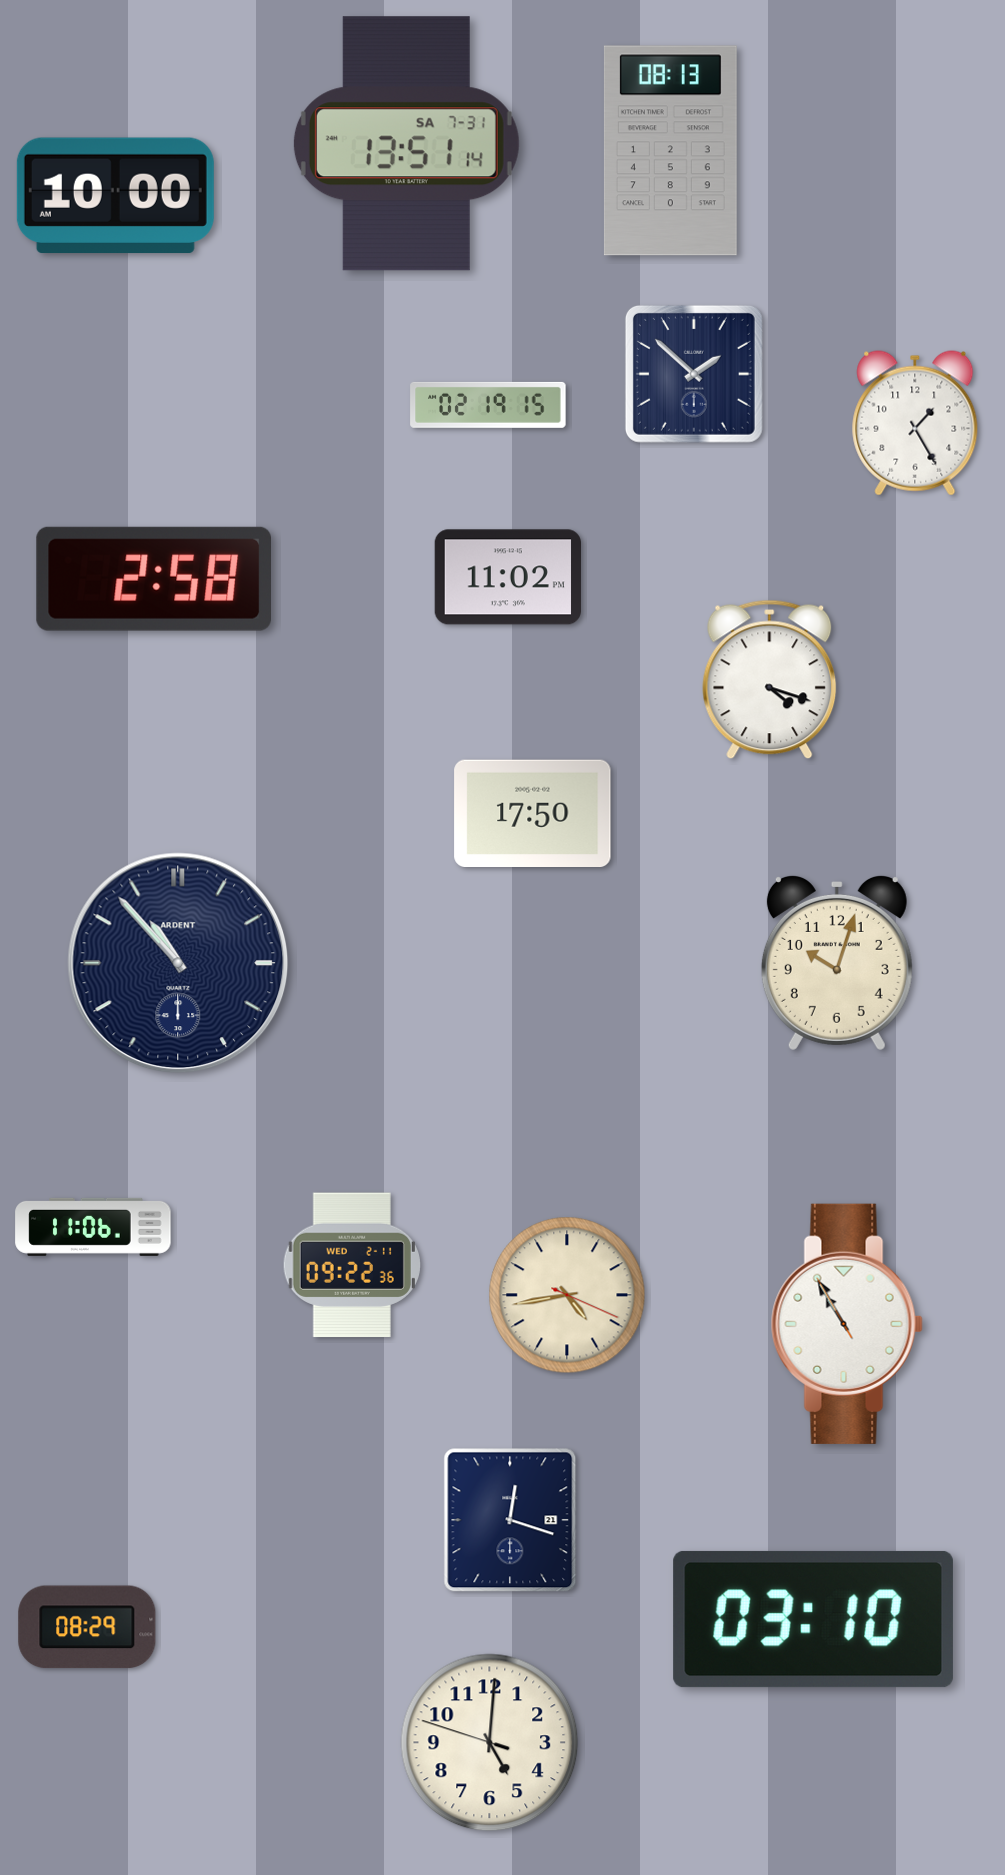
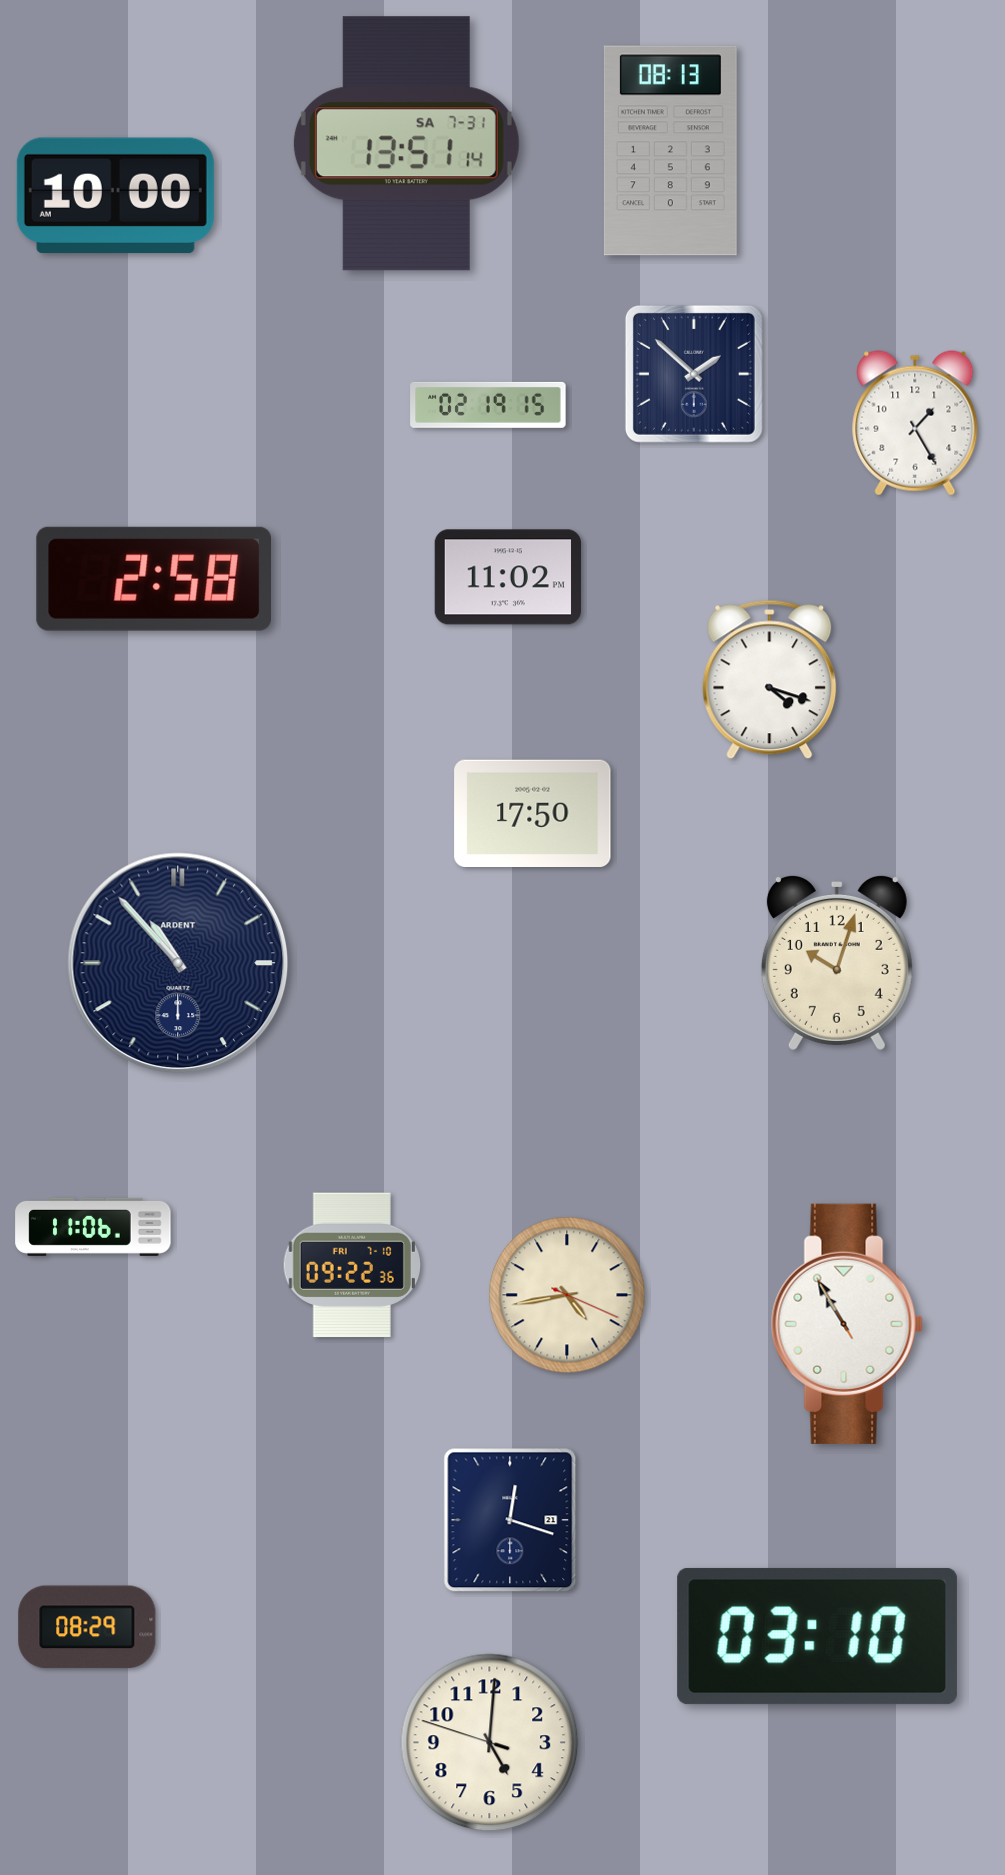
clock at (352, 1265) date: WED 2-11 -> FRI 7-10
clock at (813, 1619) position: (813, 1619) -> (817, 1636)
